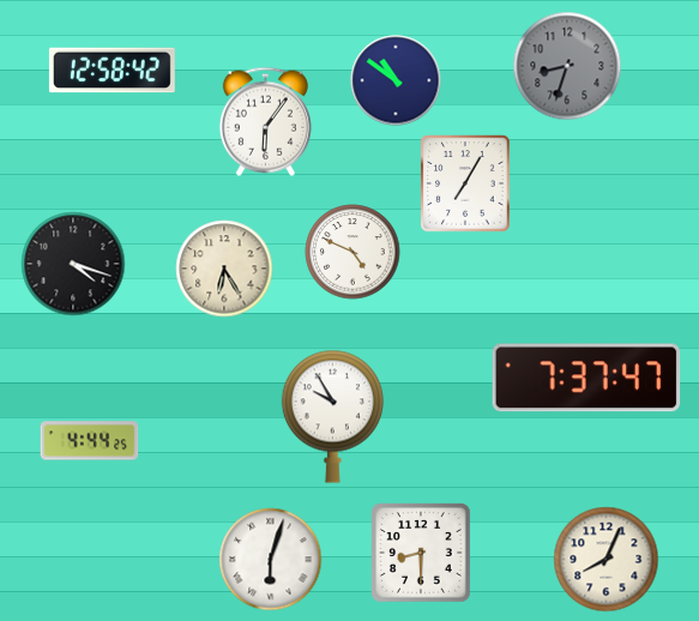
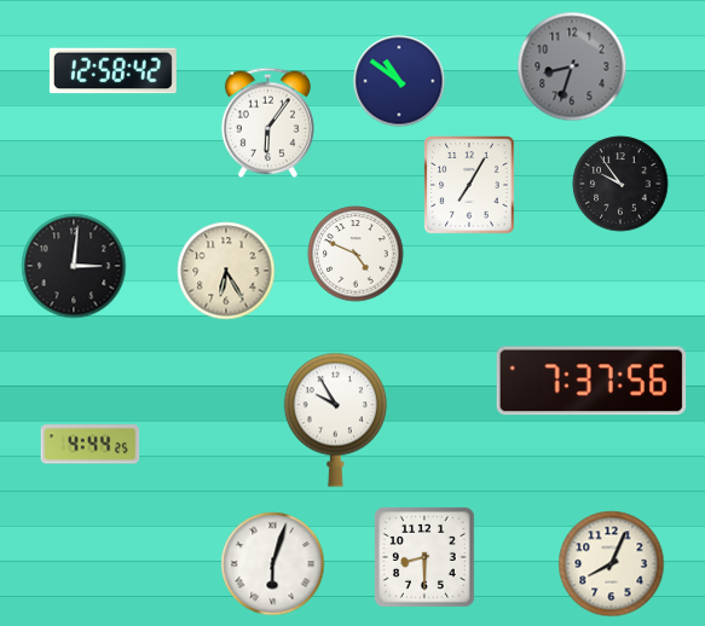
clock at (620, 184): none -> 9:54
clock at (73, 264): 4:18 -> 3:01
clock at (586, 378): 7:37:47 -> 7:37:56
